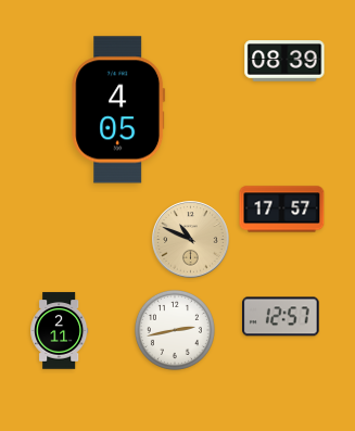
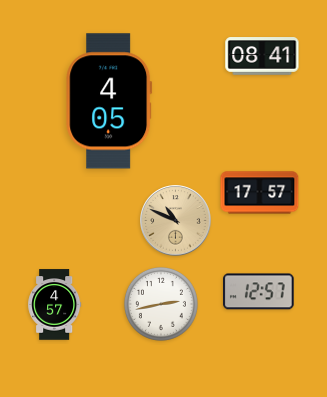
clock at (284, 61): 08:39 -> 08:41
clock at (60, 331): 2:11 -> 4:57
